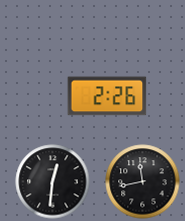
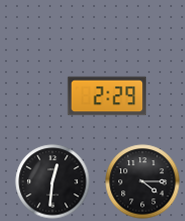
clock at (107, 96): 2:26 -> 2:29
clock at (143, 182): 11:43 -> 4:15
